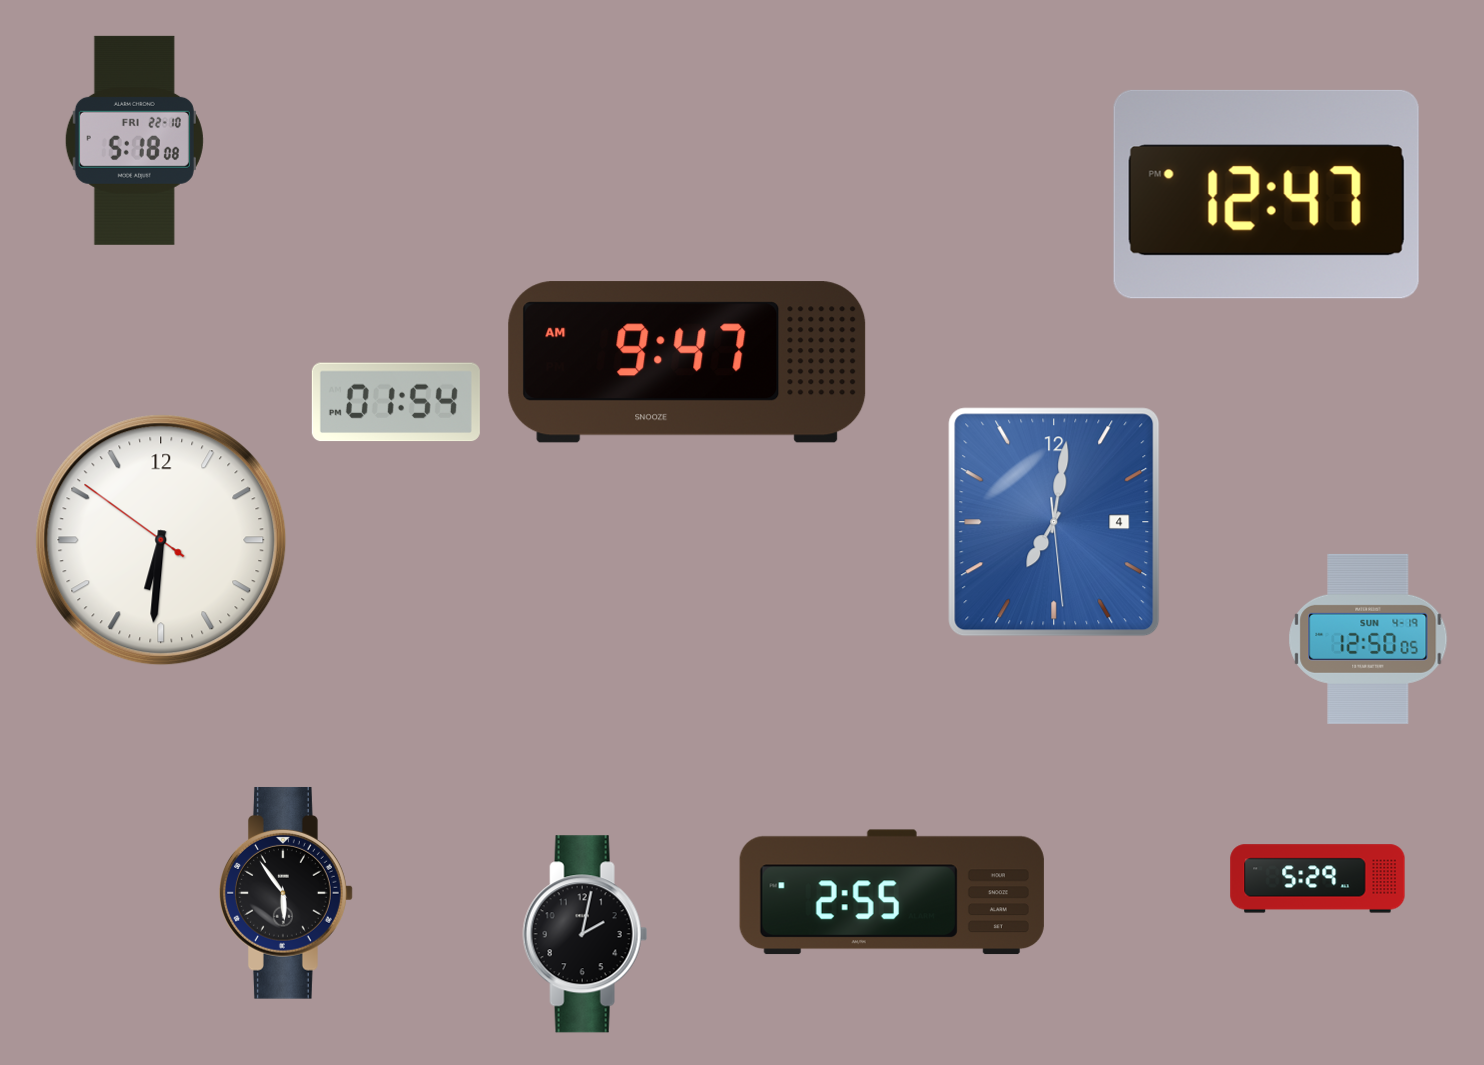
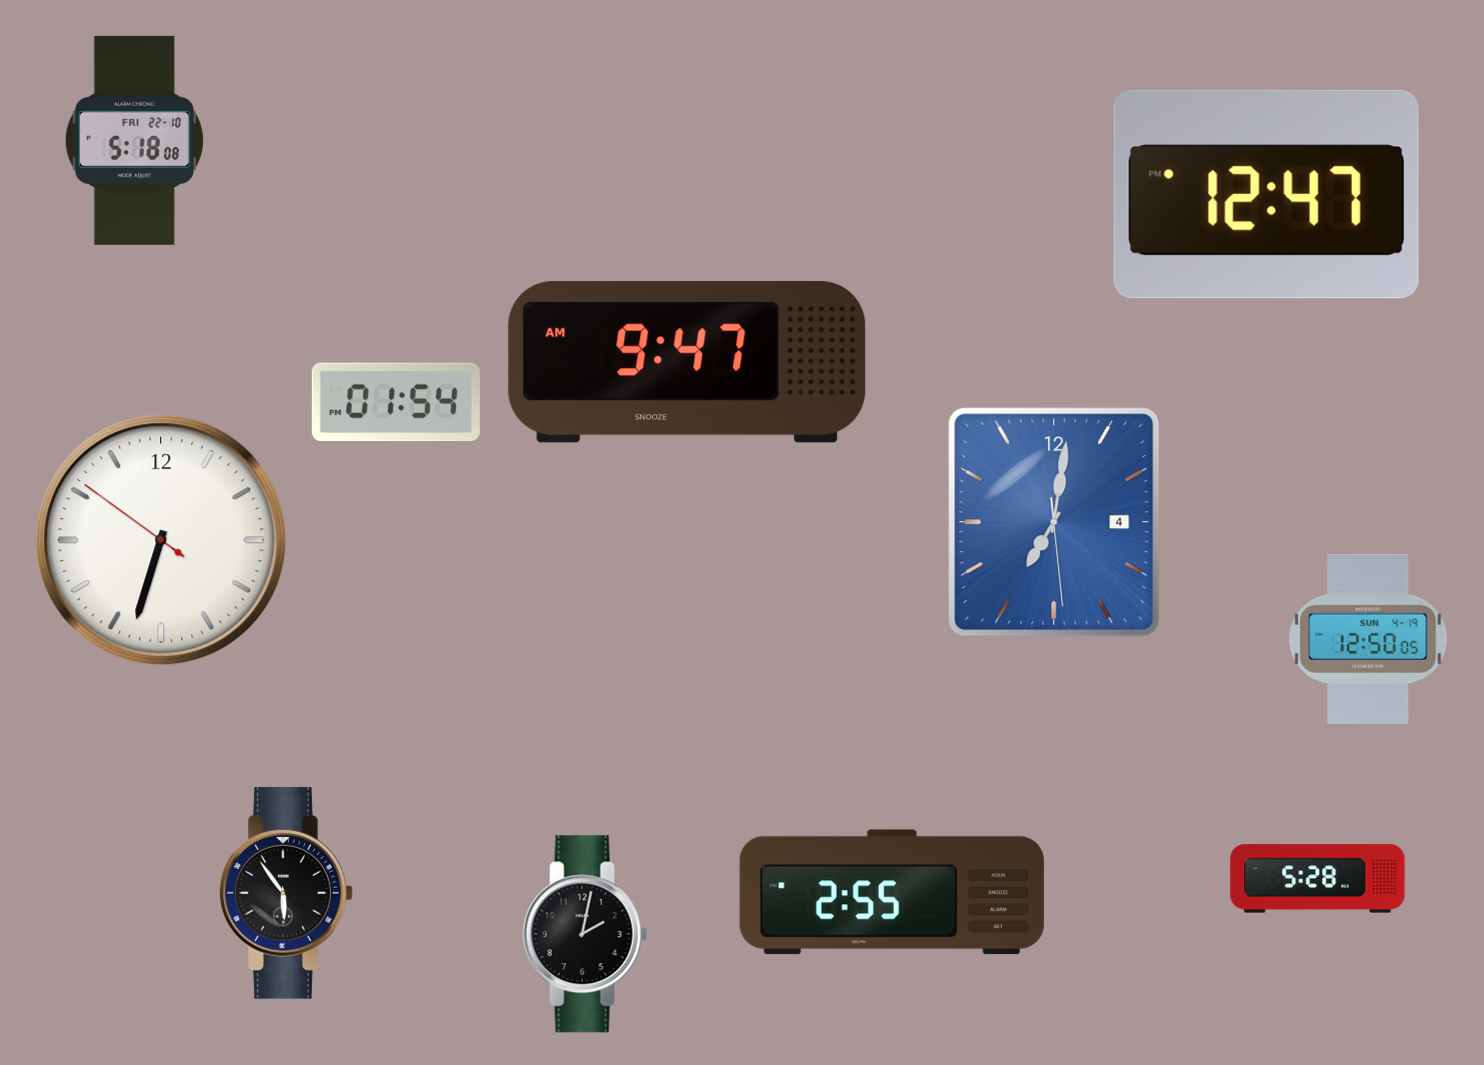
clock at (161, 540): 6:30 -> 6:32
clock at (1318, 879): 5:29 -> 5:28
